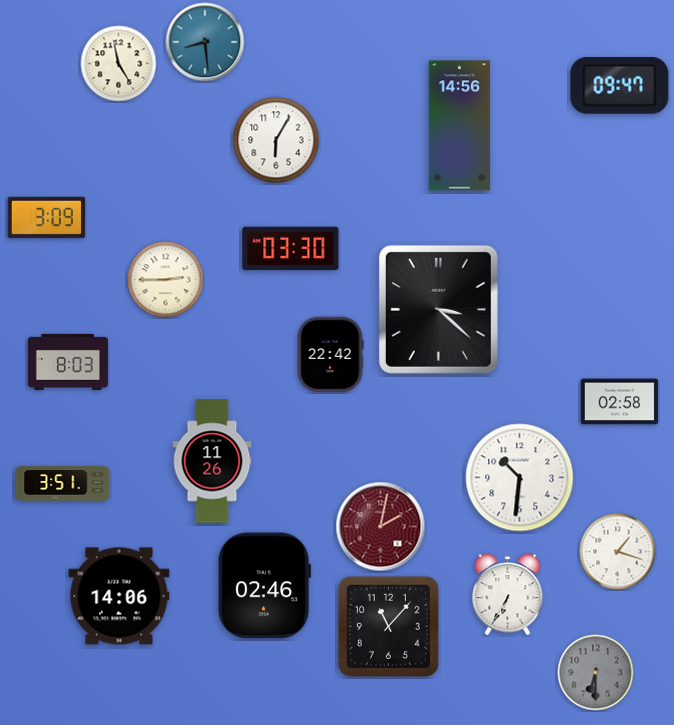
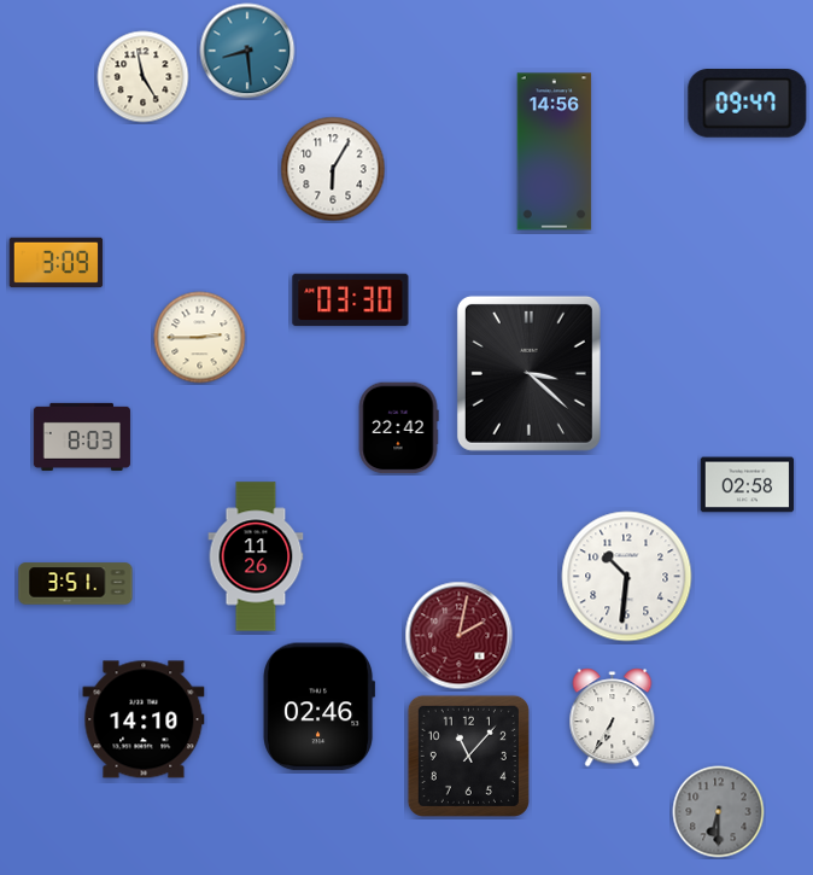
clock at (618, 552): 1:18 -> none
clock at (119, 596): 14:06 -> 14:10
